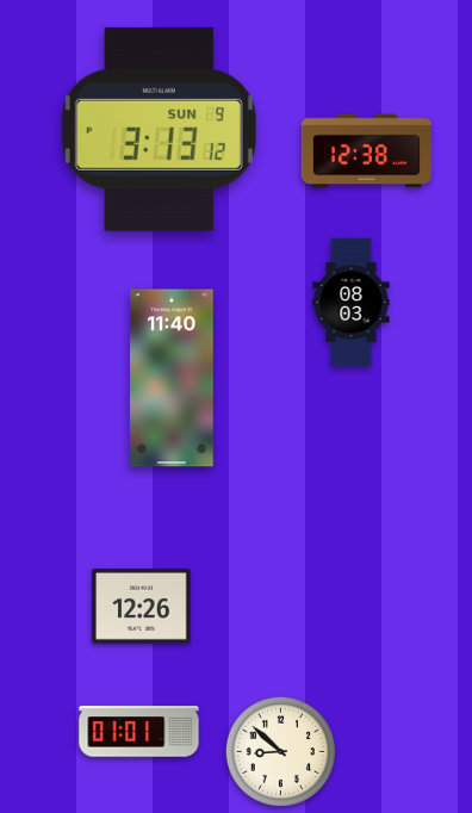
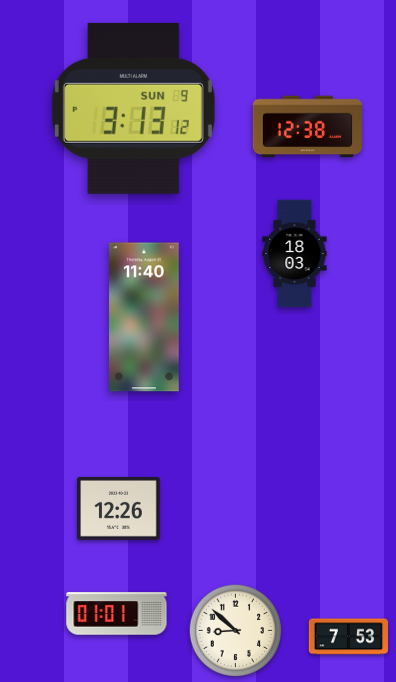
clock at (352, 303): 08:03 -> 18:03
clock at (349, 637): none -> 7:53
